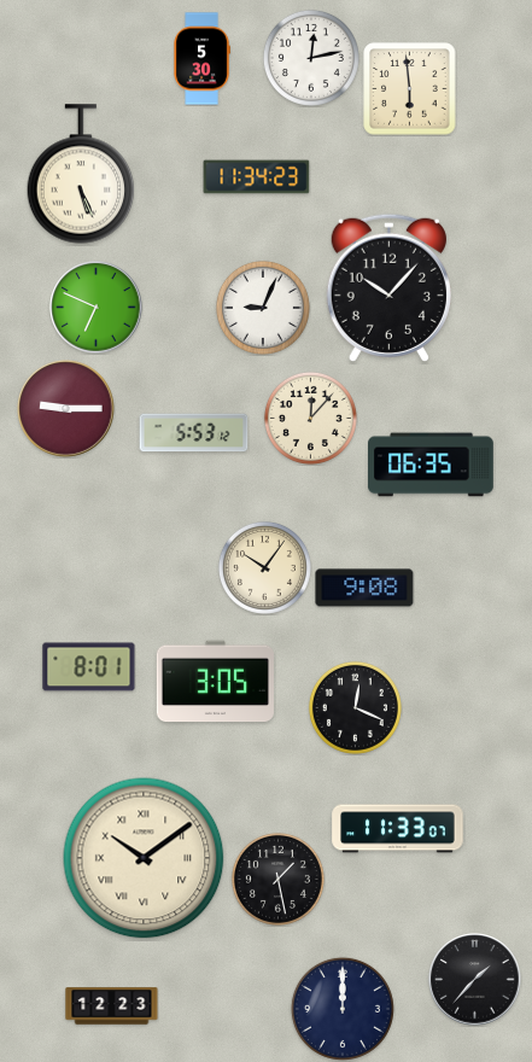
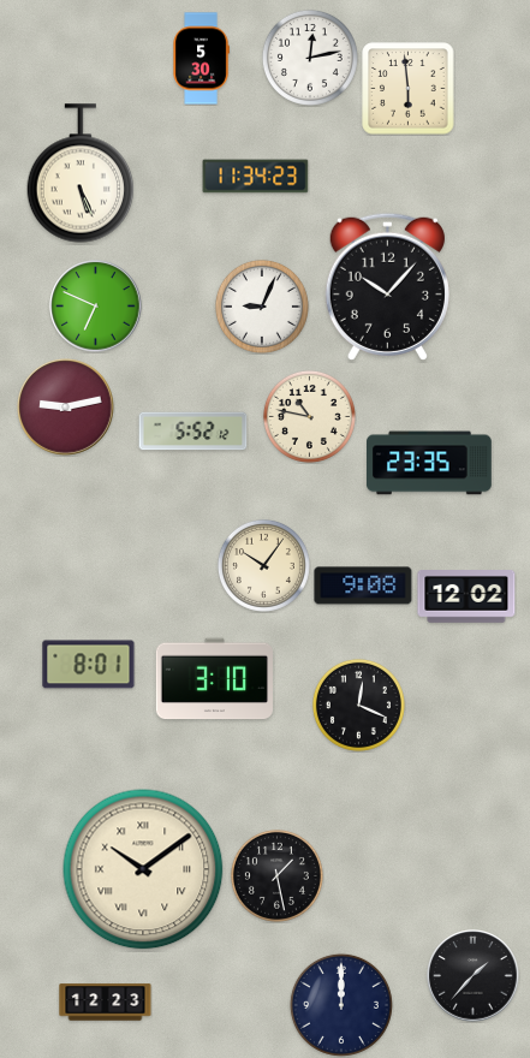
clock at (66, 409): 9:15 -> 9:13
clock at (310, 418): 12:07 -> 10:47
clock at (194, 433): 5:53 -> 5:52
clock at (432, 465): 06:35 -> 23:35
clock at (466, 598): none -> 12:02
clock at (215, 682): 3:05 -> 3:10
clock at (355, 707) position: (355, 707) -> (358, 705)
clock at (398, 829): 11:33 -> none
clock at (144, 858) position: (144, 858) -> (143, 869)
clock at (112, 1006) position: (112, 1006) -> (106, 1003)
